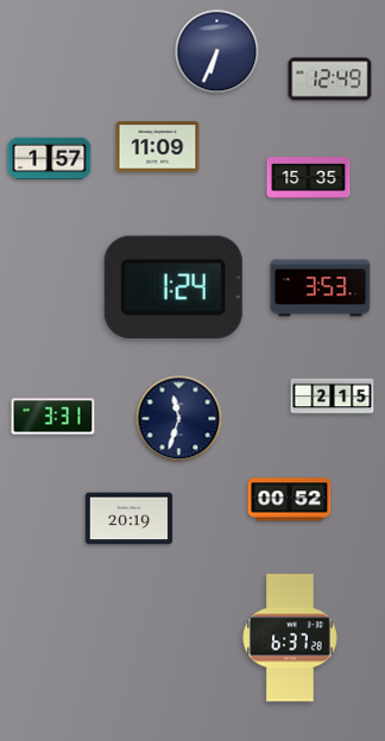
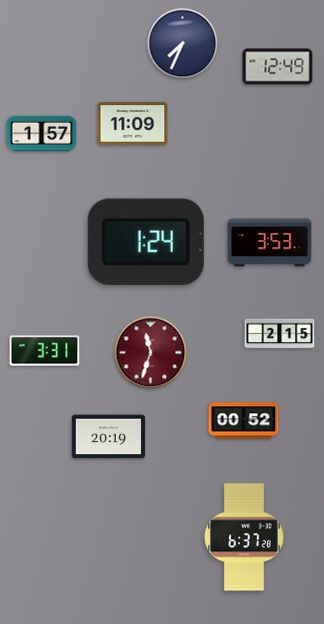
clock at (217, 52): 6:34 -> 7:34
clock at (309, 178): 15:35 -> none
clock at (179, 419) dial: navy -> burgundy
